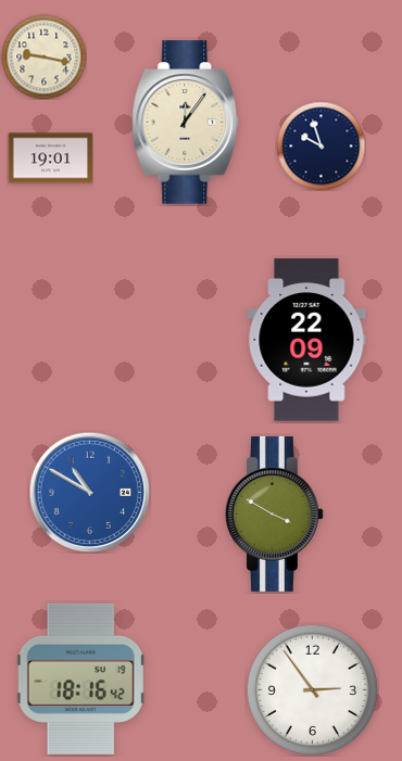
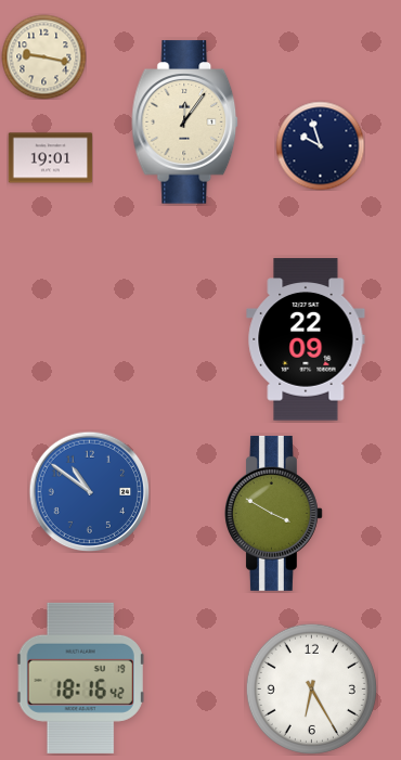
clock at (89, 492): 10:50 -> 10:51
clock at (312, 689): 2:54 -> 6:25
